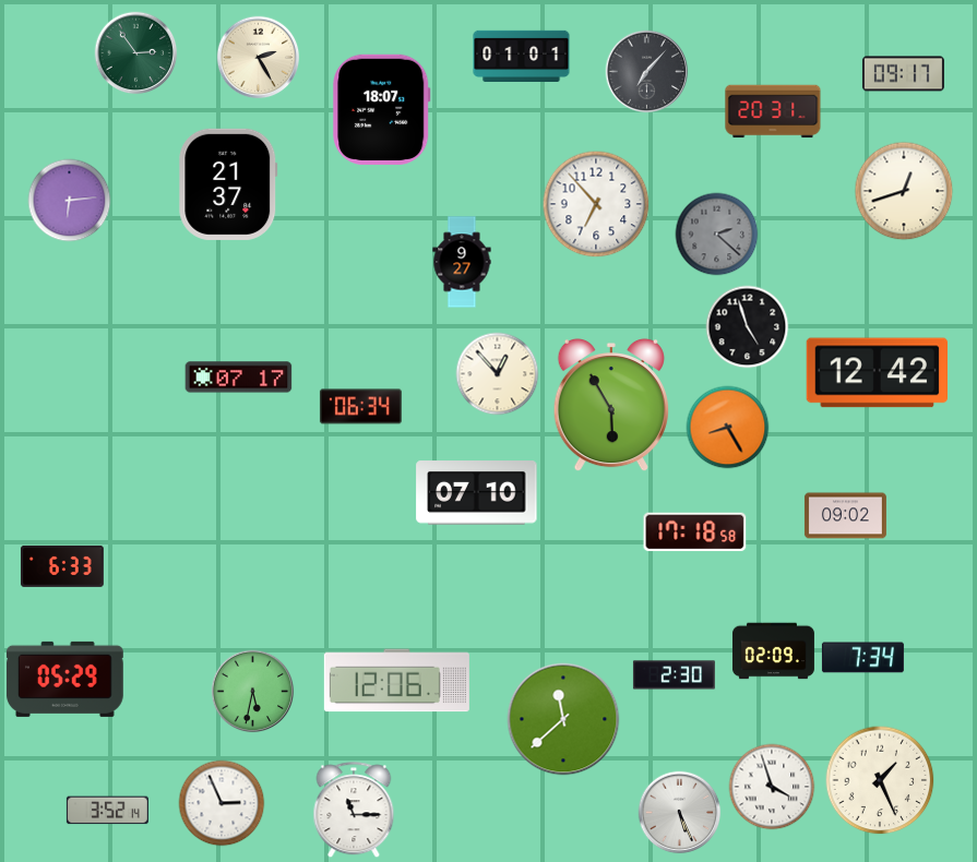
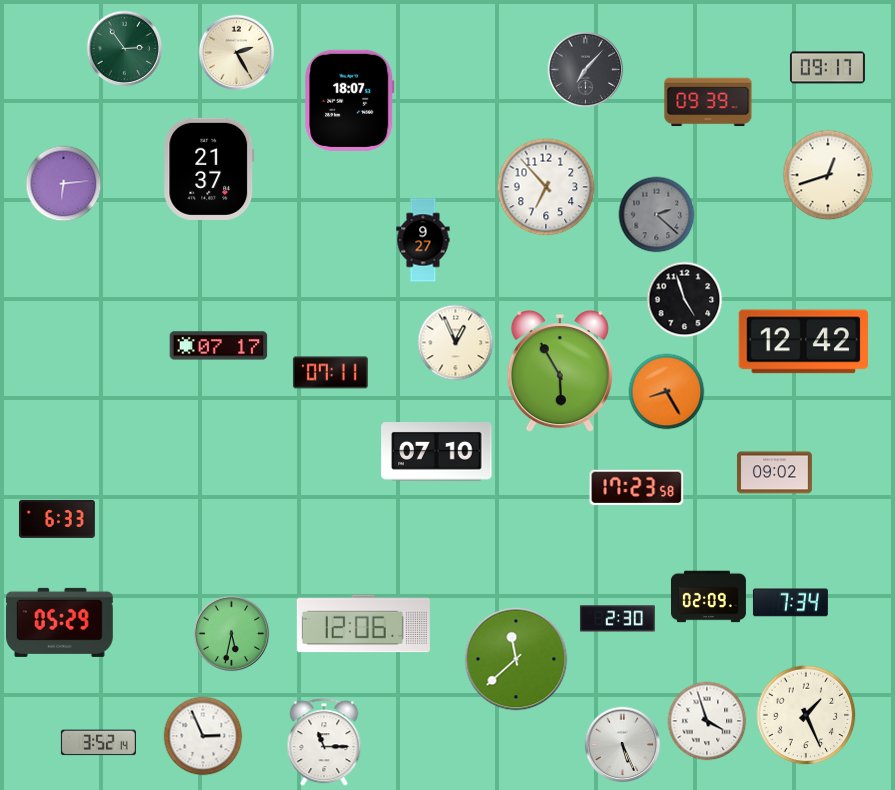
clock at (522, 56): 01:01 -> none
clock at (647, 72) position: (647, 72) -> (586, 70)
clock at (773, 111): 20:31 -> 09:39
clock at (498, 374): 12:53 -> 12:56
clock at (360, 407): 06:34 -> 07:11
clock at (695, 532): 17:18 -> 17:23
